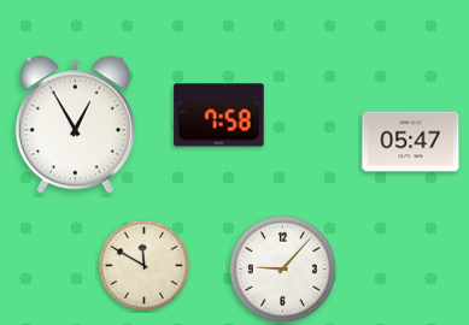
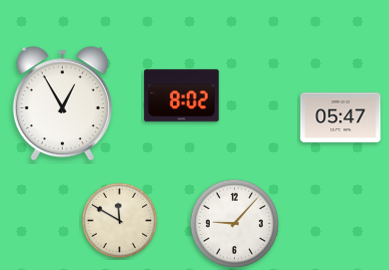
clock at (219, 116): 7:58 -> 8:02
